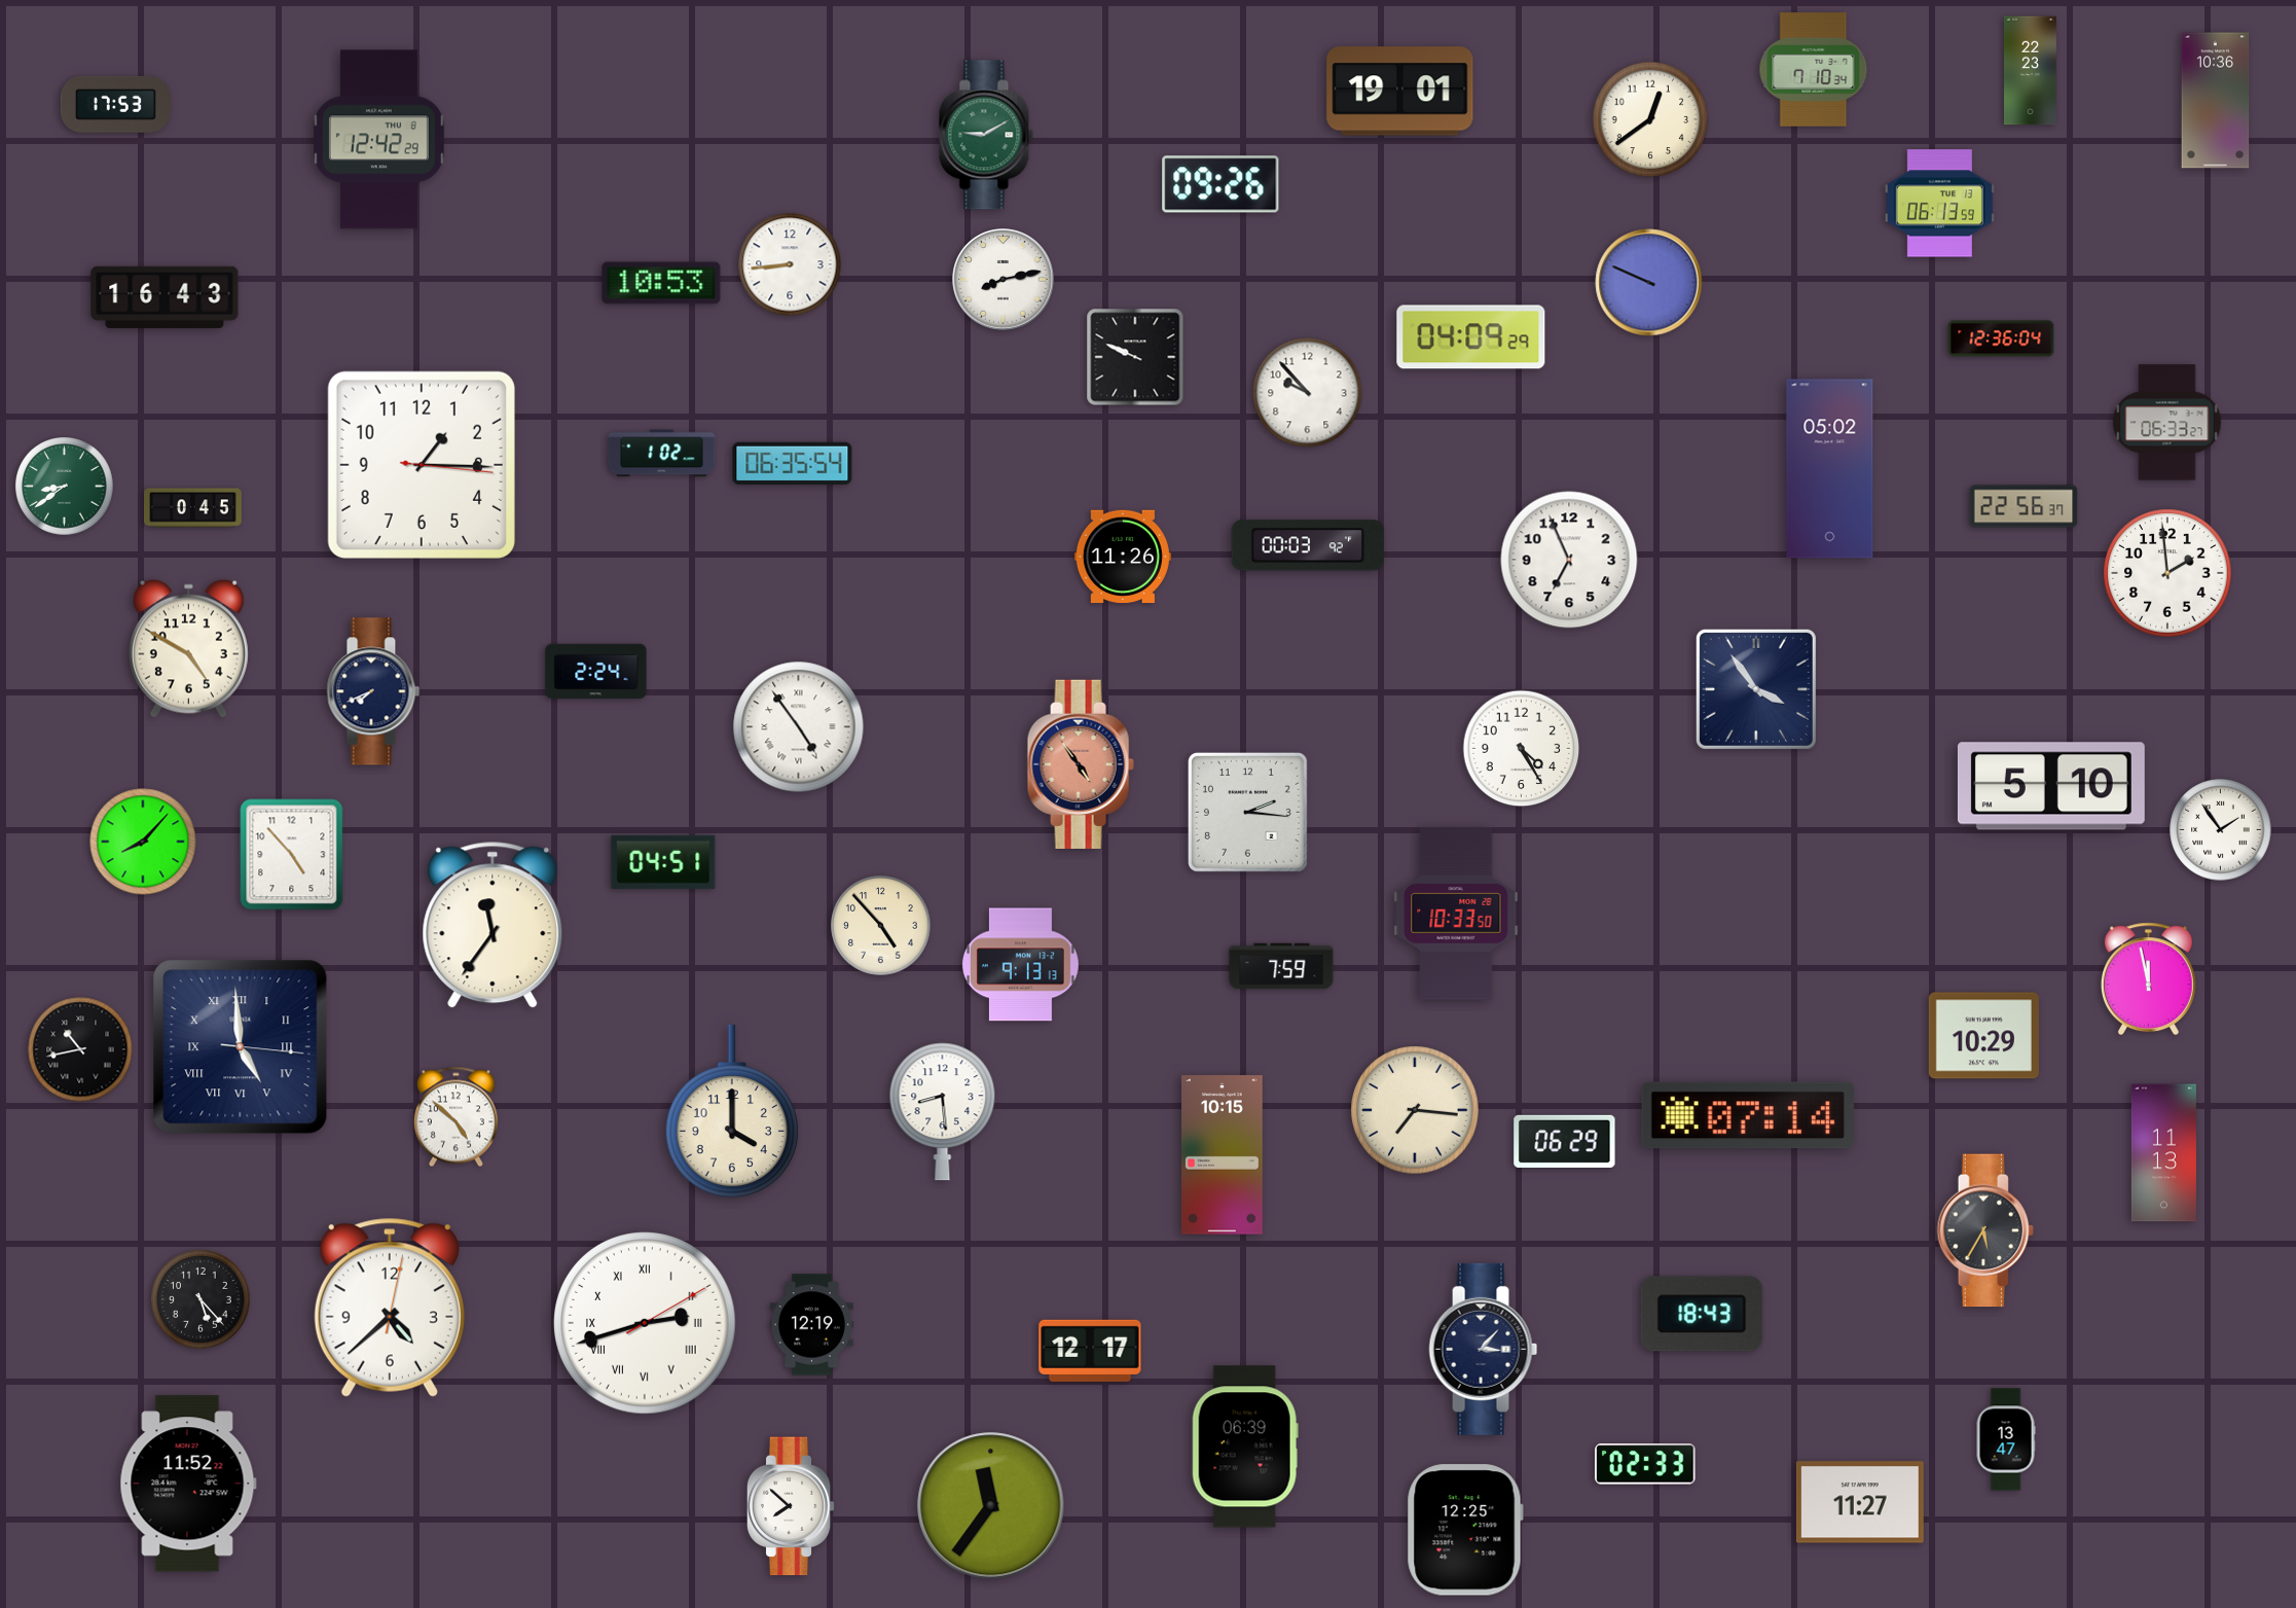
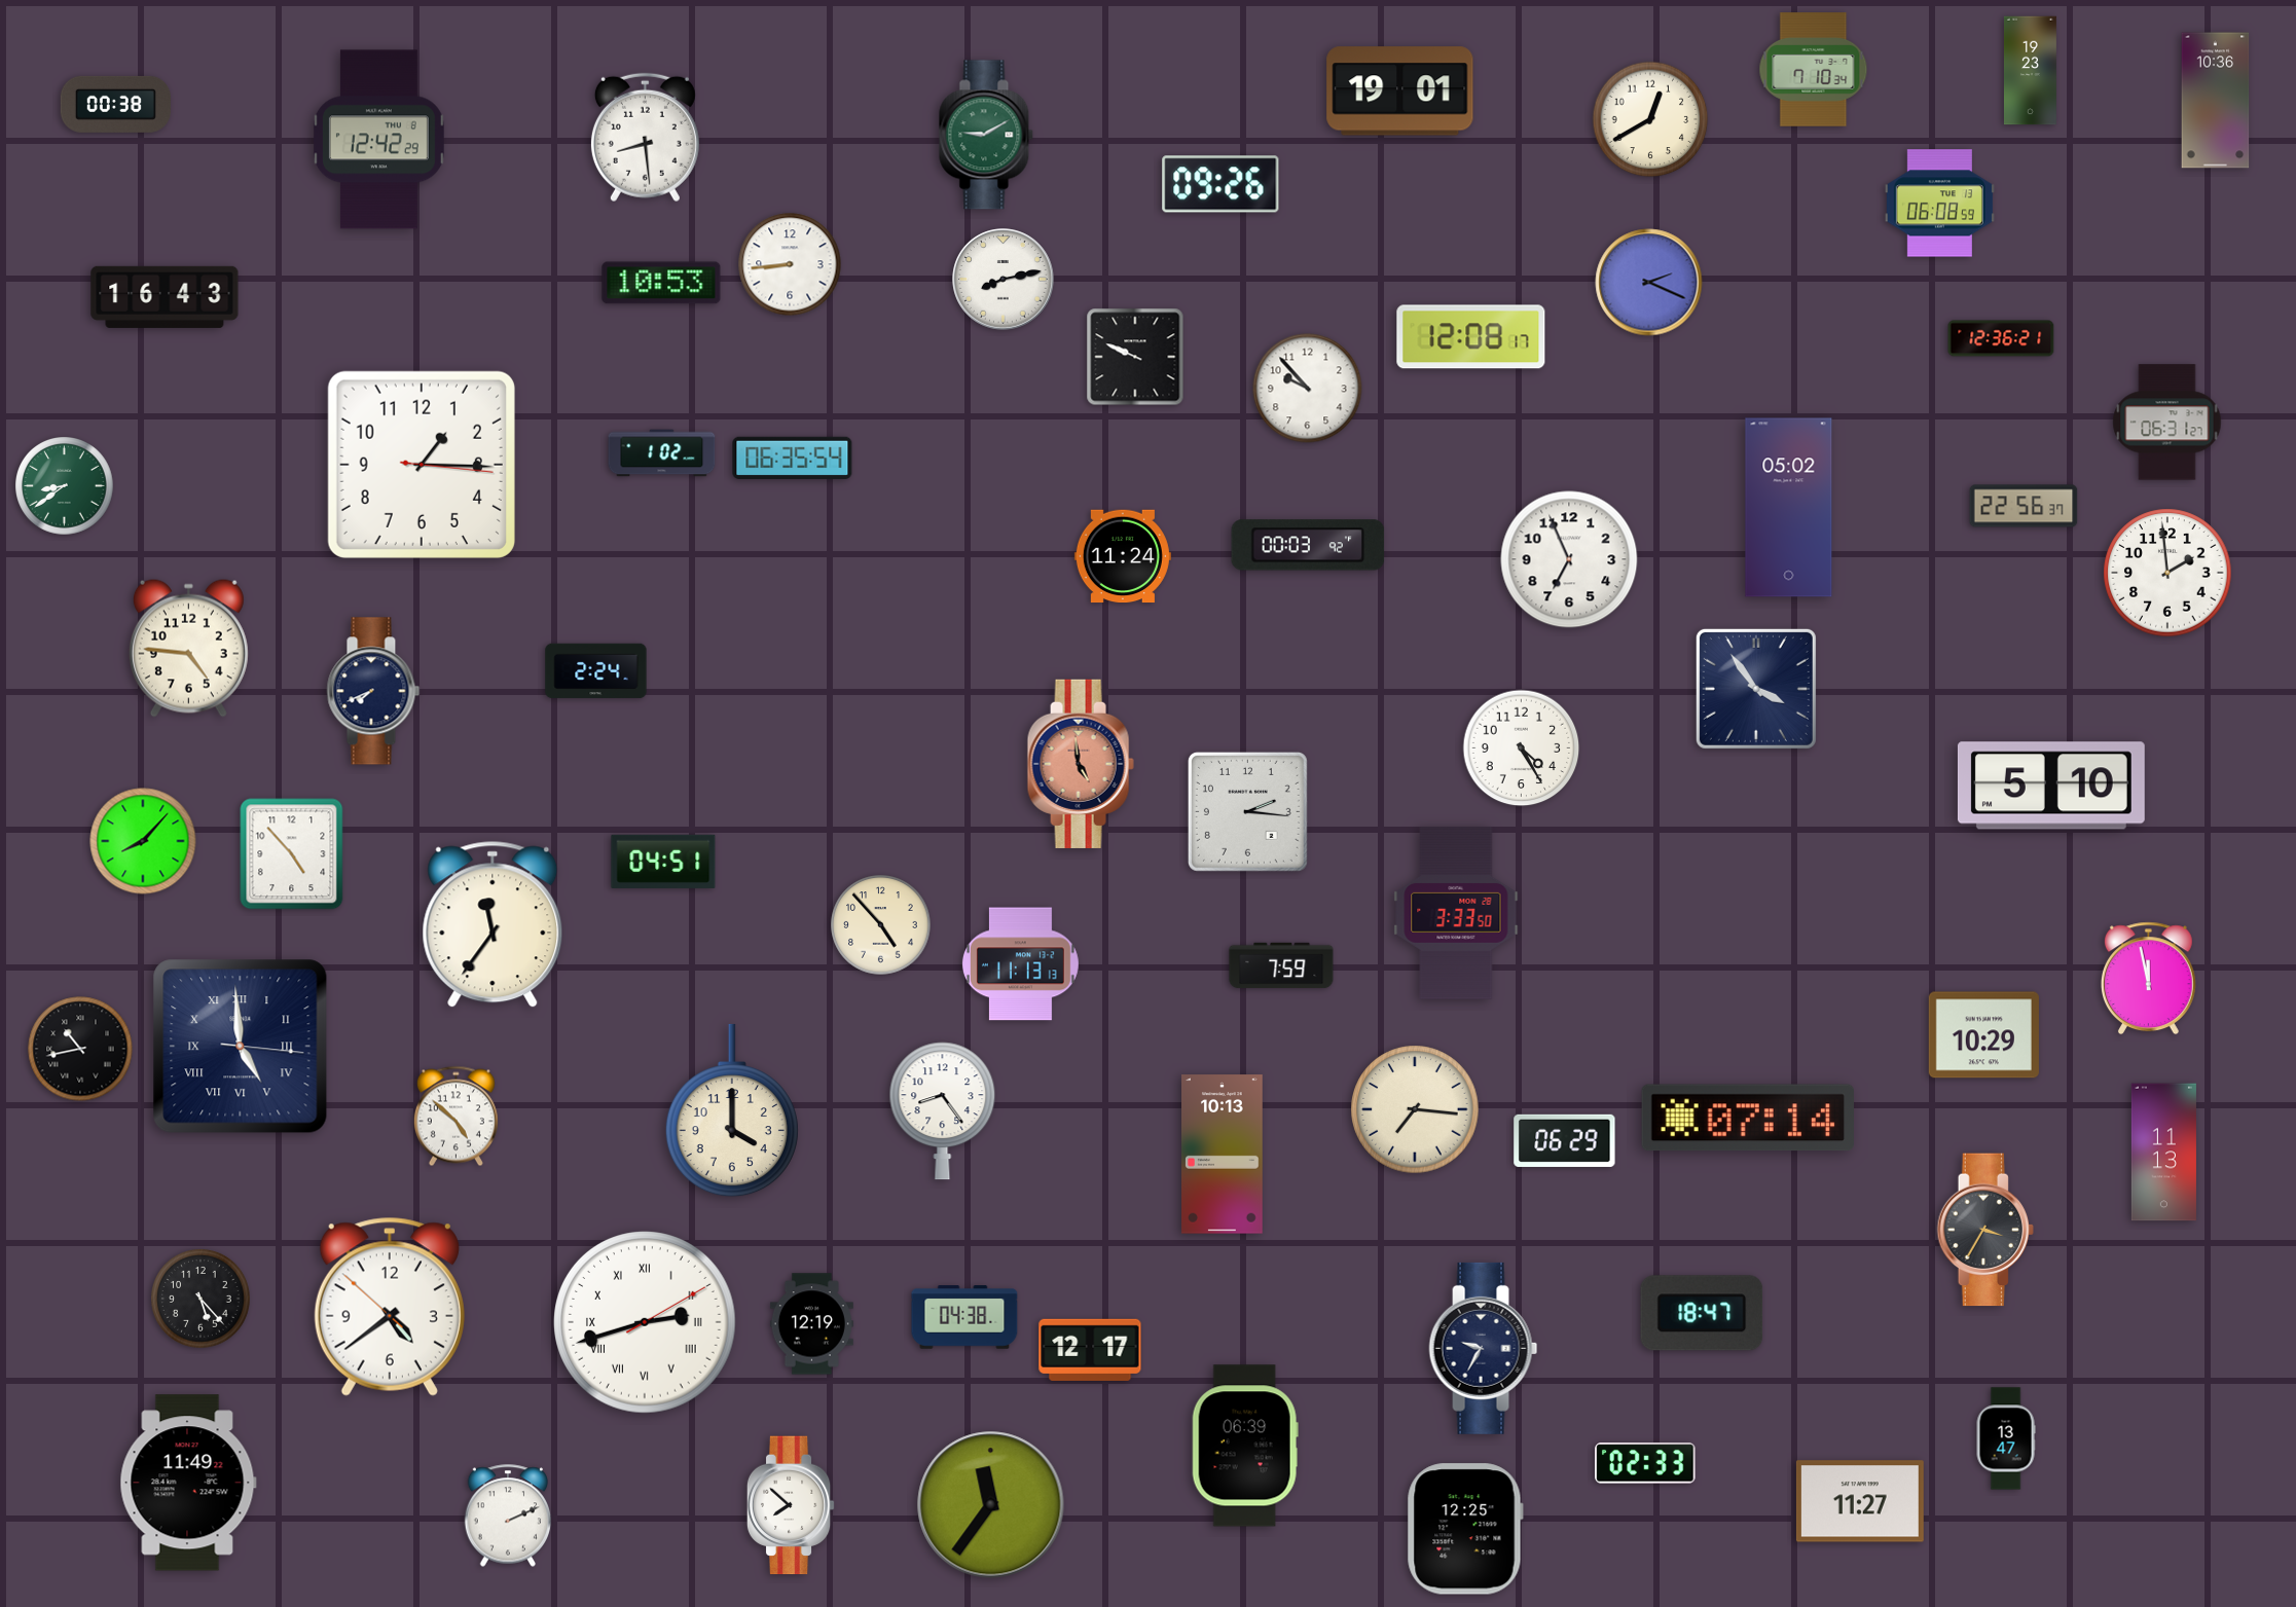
clock at (2030, 71): 22:23 -> 19:23
clock at (115, 104): 17:53 -> 00:38
clock at (1650, 119): 12:39 -> 12:40
clock at (645, 138): none -> 8:29
clock at (1939, 204): 06:13 -> 06:08
clock at (1649, 283): 9:49 -> 2:19
clock at (1471, 337): 04:09 -> 12:08
clock at (2001, 338): 12:36:04 -> 12:36:21
clock at (1308, 393) position: (1308, 393) -> (1308, 389)
clock at (2167, 423): 06:33 -> 06:31
clock at (793, 463) position: (793, 463) -> (793, 458)
clock at (1830, 469) position: (1830, 469) -> (1789, 508)
clock at (193, 508): 0:45 -> none
clock at (1123, 557): 11:26 -> 11:24
clock at (188, 648): 4:50 -> 4:46
clock at (799, 727): 4:54 -> none
clock at (1081, 764): 4:54 -> 4:59
clock at (2221, 830): 1:54 -> none
clock at (1456, 914): 10:33 -> 3:33
clock at (1020, 965): 9:13 -> 11:13
clock at (943, 1112): 8:29 -> 8:24
clock at (1747, 1115) position: (1747, 1115) -> (1747, 1118)
clock at (1223, 1155): 10:15 -> 10:13
clock at (1985, 1230): 5:35 -> 3:35
clock at (390, 1308): 4:38:02 -> 4:38:52
clock at (1702, 1314): 18:43 -> 18:47
clock at (964, 1317): none -> 04:38
clock at (1484, 1349): 3:07 -> 9:35
clock at (188, 1484): 11:52 -> 11:49
clock at (508, 1515): none -> 2:11
